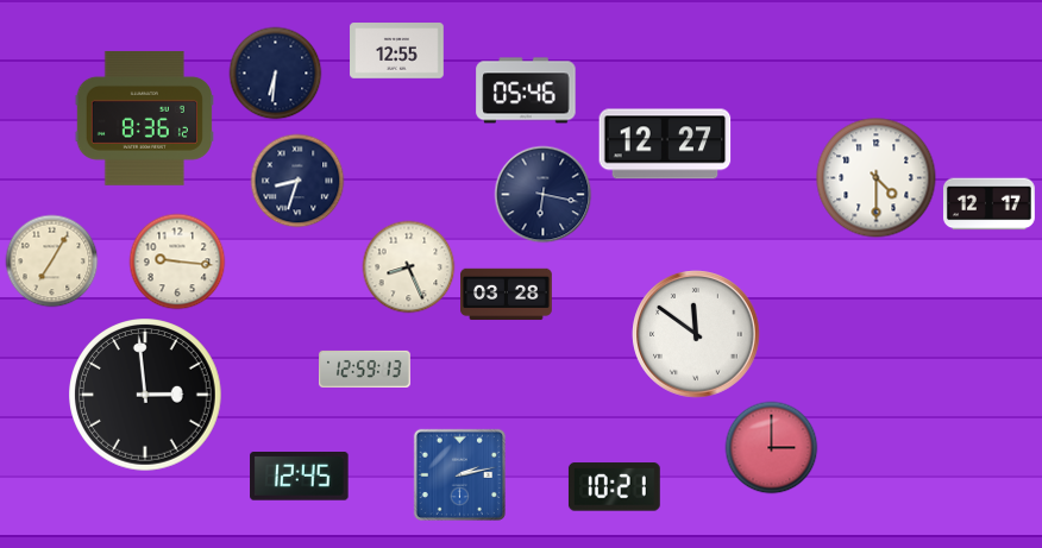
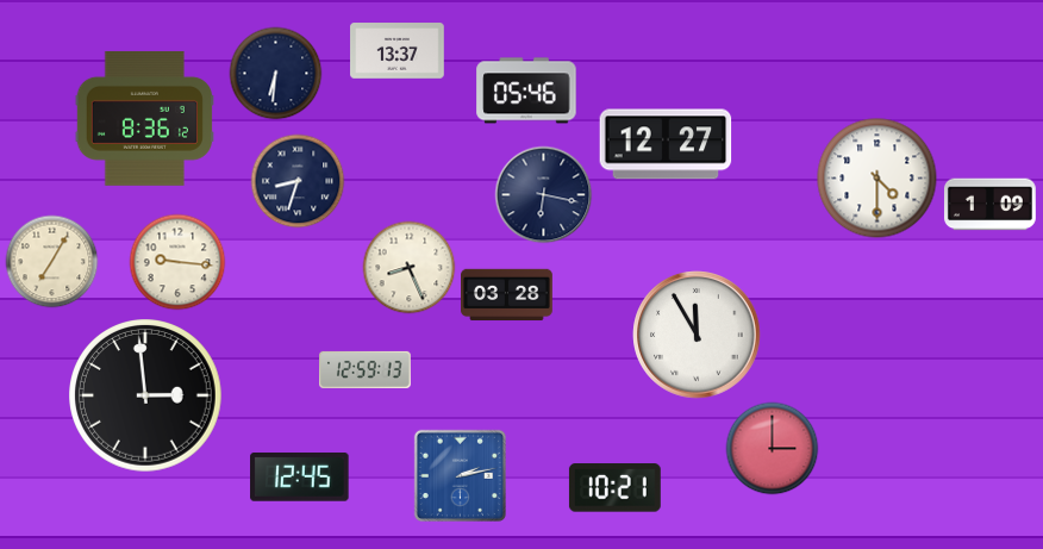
clock at (397, 51): 12:55 -> 13:37
clock at (988, 204): 12:17 -> 1:09
clock at (696, 334): 11:51 -> 11:55
